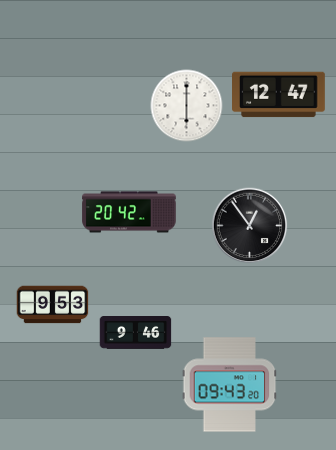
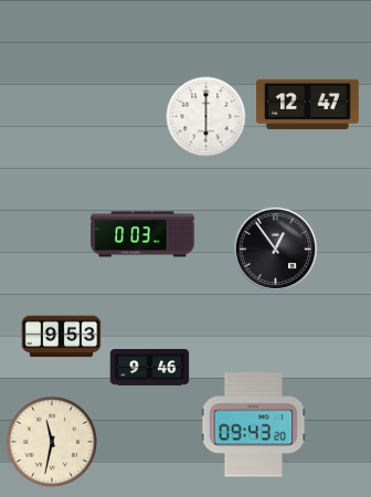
clock at (129, 212): 20:42 -> 0:03
clock at (53, 305) position: (53, 305) -> (62, 337)
clock at (52, 442): none -> 11:32
